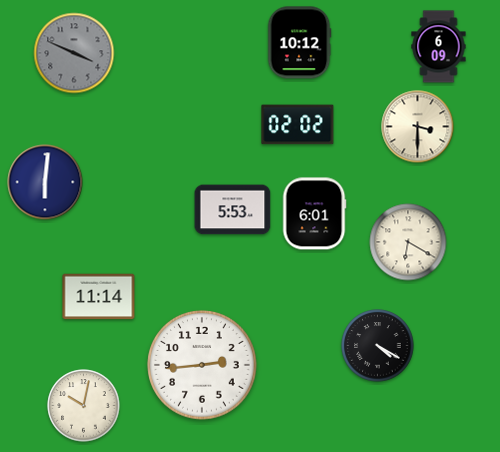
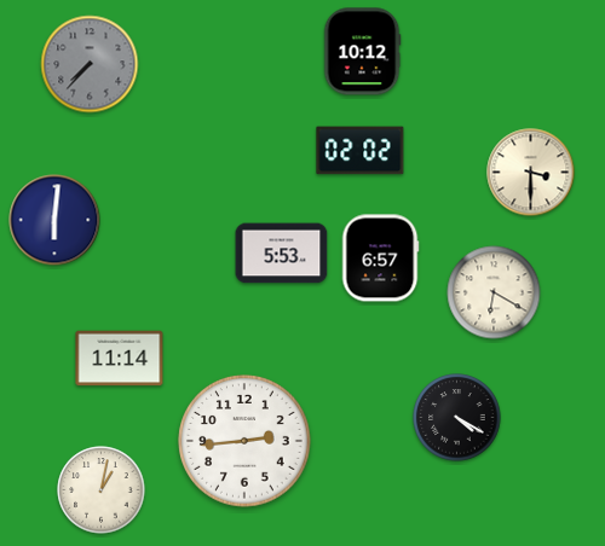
clock at (439, 47): 6:09 -> none
clock at (74, 53): 3:49 -> 7:37
clock at (418, 127) position: (418, 127) -> (531, 173)
clock at (314, 214): 6:01 -> 6:57
clock at (84, 406): 10:02 -> 1:02
